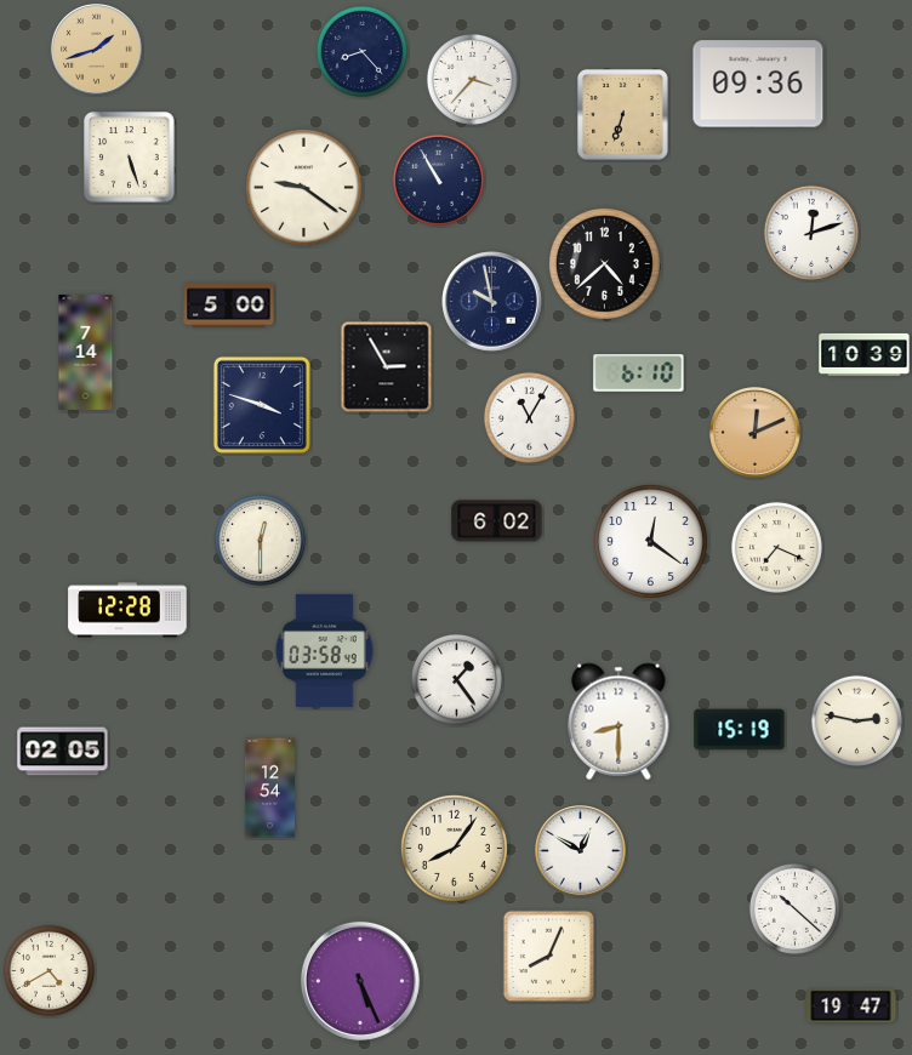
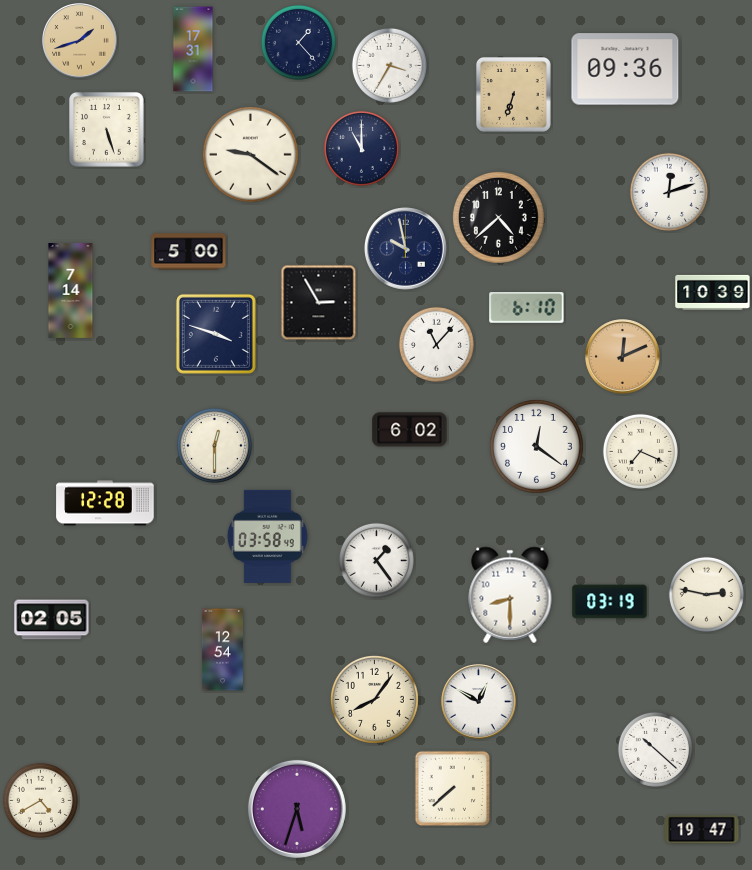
clock at (361, 51): 8:23 -> 1:23
clock at (193, 49): none -> 17:31
clock at (472, 79): 3:37 -> 3:35
clock at (438, 179): 10:55 -> 11:00
clock at (529, 417): 11:05 -> 11:07
clock at (740, 730): 15:19 -> 03:19
clock at (548, 956): 8:04 -> 7:38
clock at (360, 981): 5:26 -> 5:33
